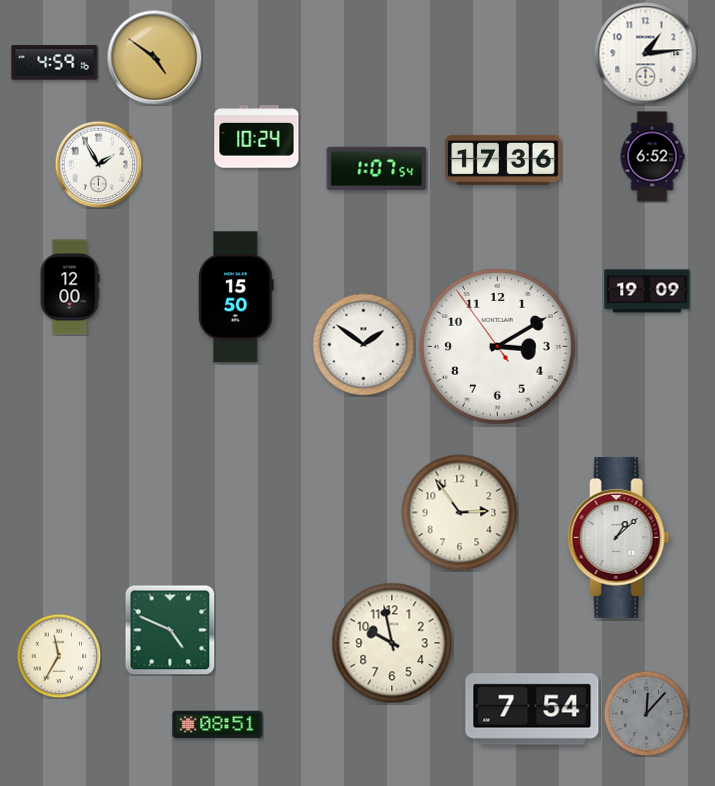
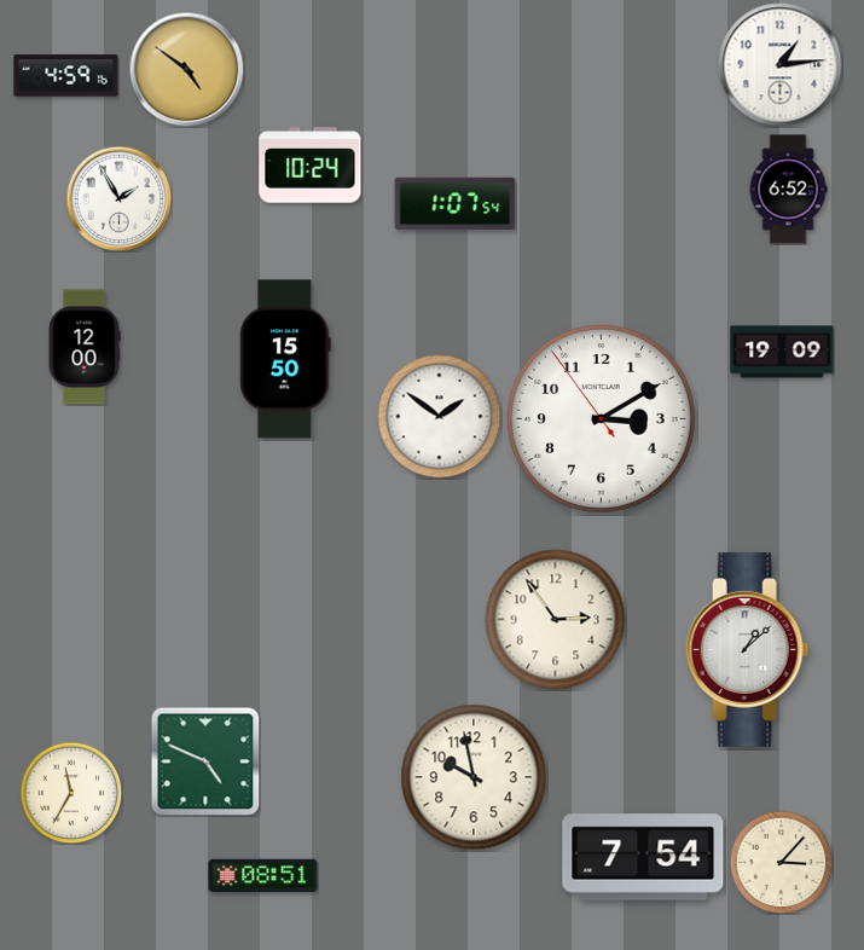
clock at (504, 160): 17:36 -> none
clock at (646, 713): 12:07 -> 3:07
clock at (646, 713) dial: grey -> cream
